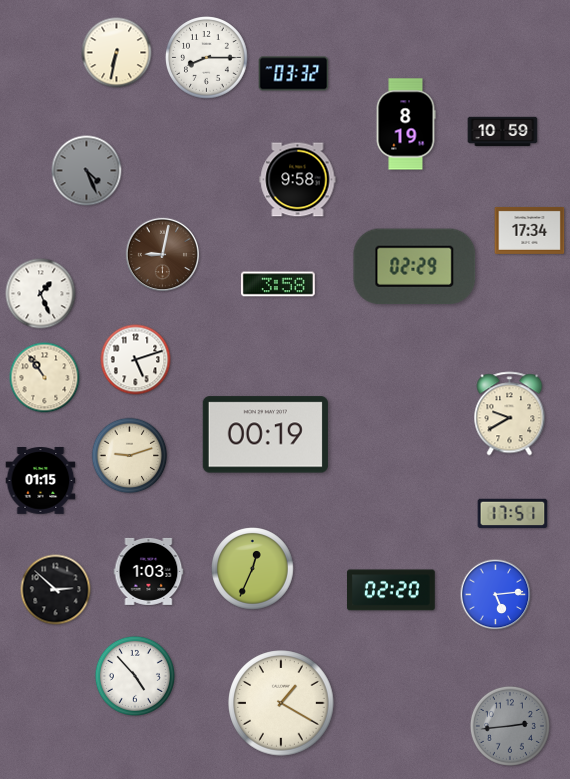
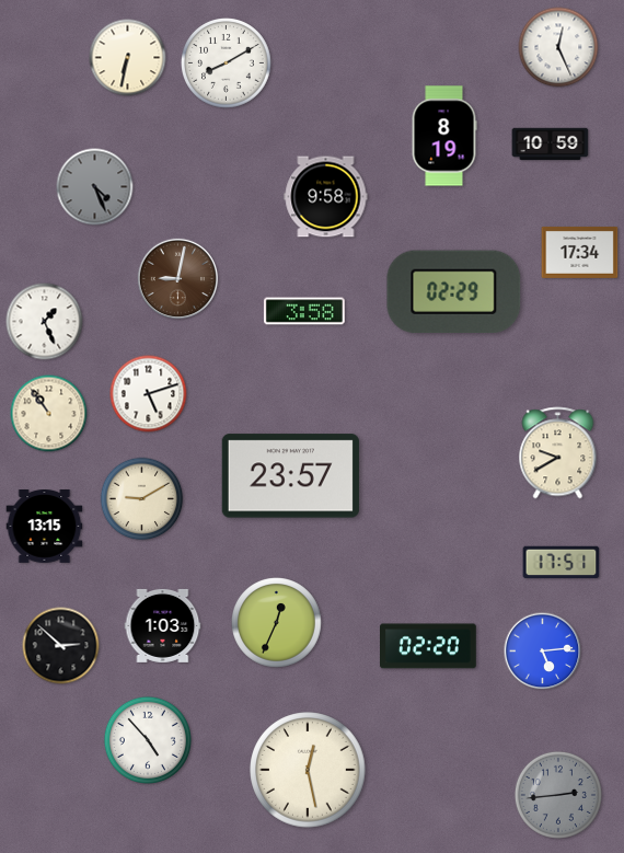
clock at (558, 47): none -> 12:26
clock at (207, 58): 8:15 -> 8:10
clock at (294, 74): 03:32 -> none
clock at (265, 435): 00:19 -> 23:57
clock at (130, 456): 9:12 -> 9:10
clock at (41, 481): 01:15 -> 13:15
clock at (281, 703): 1:20 -> 12:28
